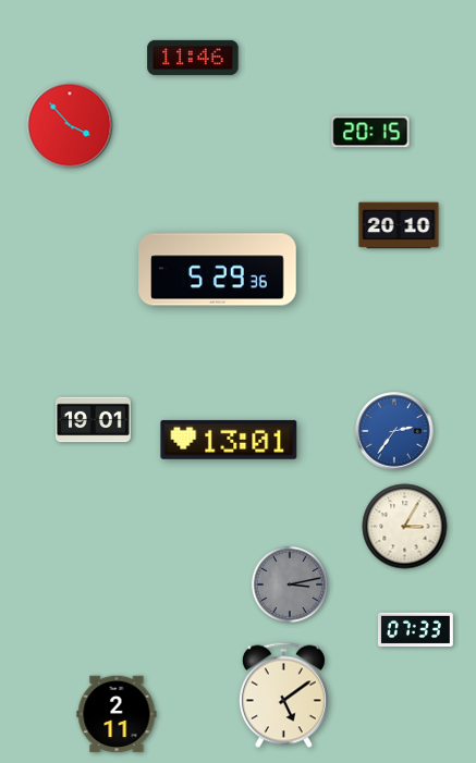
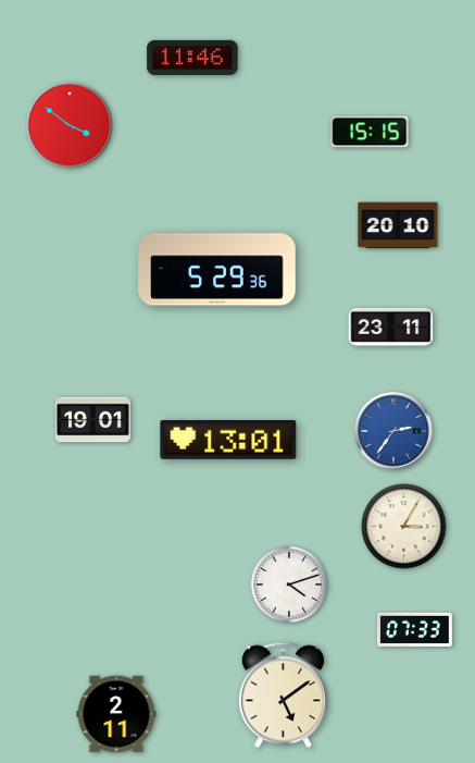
clock at (70, 125): 3:53 -> 3:51
clock at (370, 132): 20:15 -> 15:15
clock at (391, 327): none -> 23:11
clock at (290, 584): 3:13 -> 4:12
clock at (290, 584) dial: grey -> white
